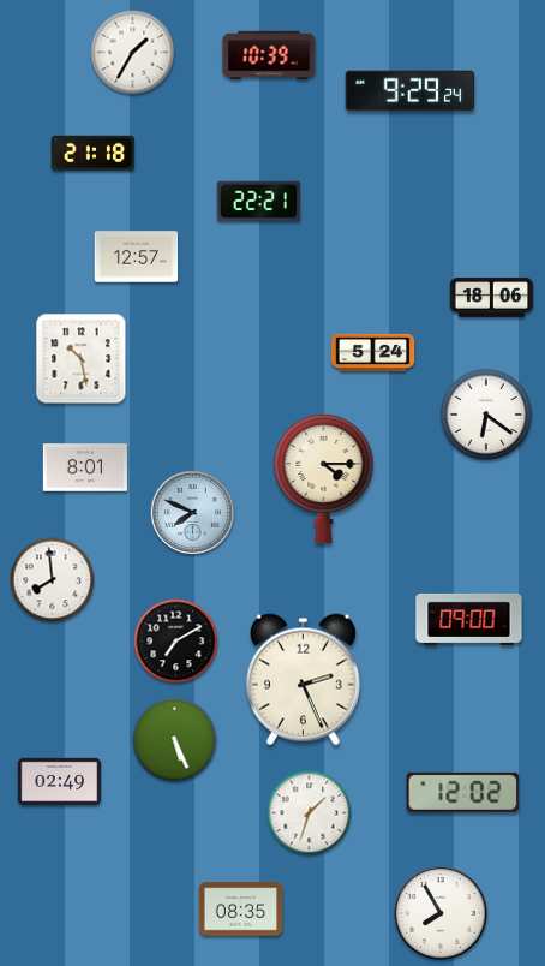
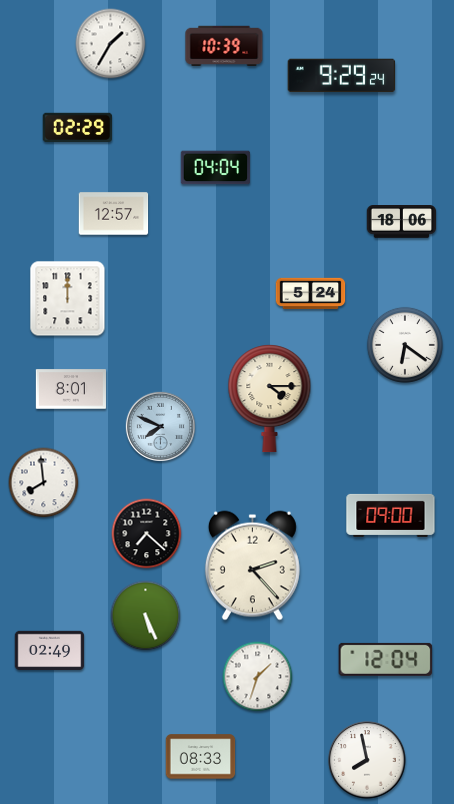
clock at (94, 153): 21:18 -> 02:29
clock at (259, 202): 22:21 -> 04:04
clock at (492, 298) position: (492, 298) -> (402, 222)
clock at (82, 359): 10:28 -> 12:00
clock at (176, 642): 7:10 -> 7:22
clock at (303, 680): 2:26 -> 2:23
clock at (463, 792): 12:02 -> 12:04
clock at (241, 910): 08:35 -> 08:33
clock at (441, 913): 7:55 -> 7:58
